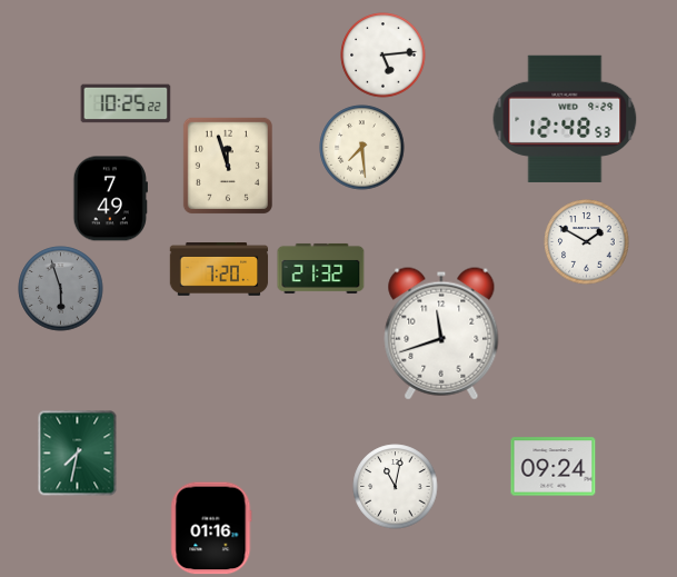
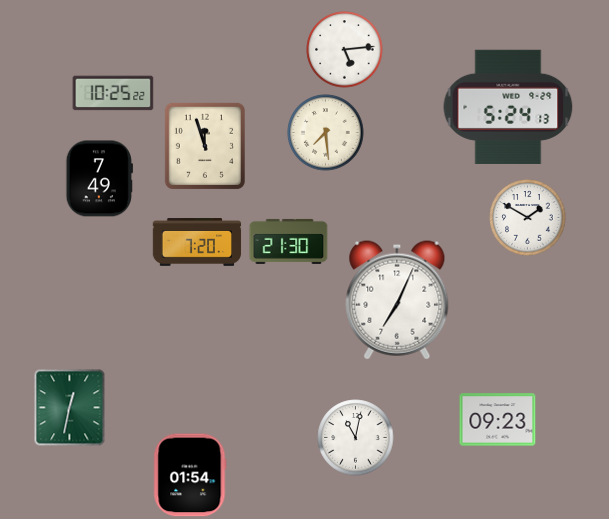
clock at (565, 119): 12:48 -> 5:24
clock at (228, 165) position: (228, 165) -> (205, 145)
clock at (321, 268): 21:32 -> 21:30
clock at (61, 289): 5:57 -> none
clock at (441, 334): 11:42 -> 7:04
clock at (78, 454): 7:32 -> 12:32
clock at (554, 467): 09:24 -> 09:23
clock at (211, 528): 01:16 -> 01:54
